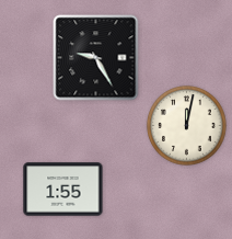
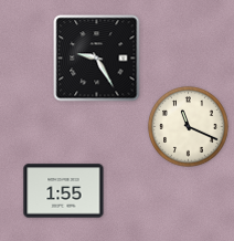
clock at (187, 126): 12:02 -> 11:19
